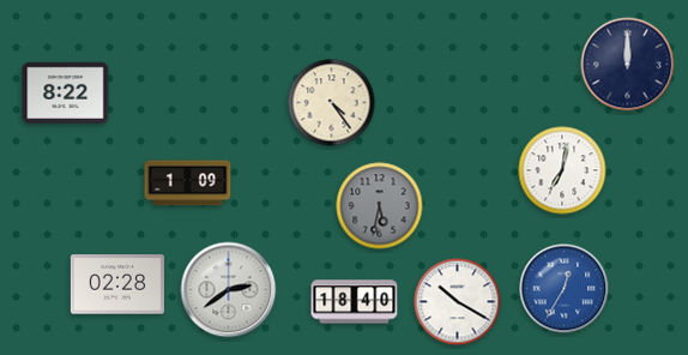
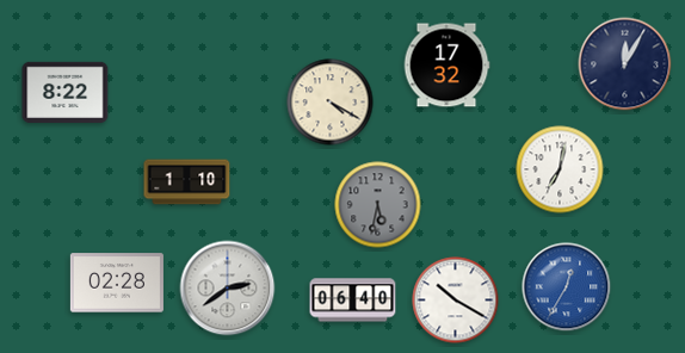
clock at (628, 65): 12:00 -> 12:05
clock at (446, 66): none -> 17:32
clock at (332, 103): 4:24 -> 4:20
clock at (188, 183): 1:09 -> 1:10
clock at (565, 289) position: (565, 289) -> (567, 287)
clock at (355, 302): 18:40 -> 06:40
